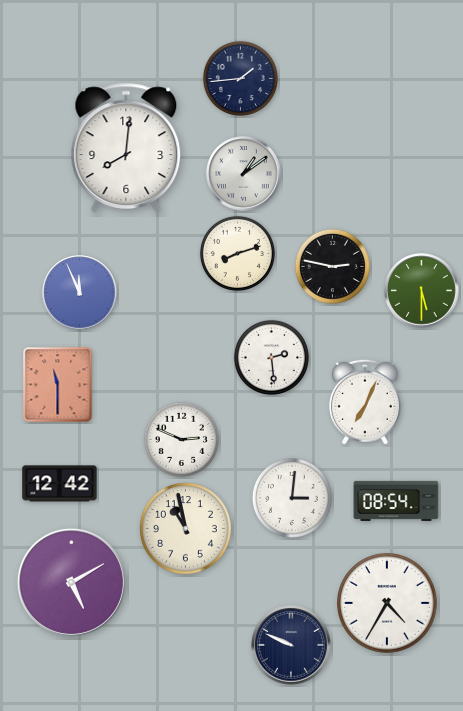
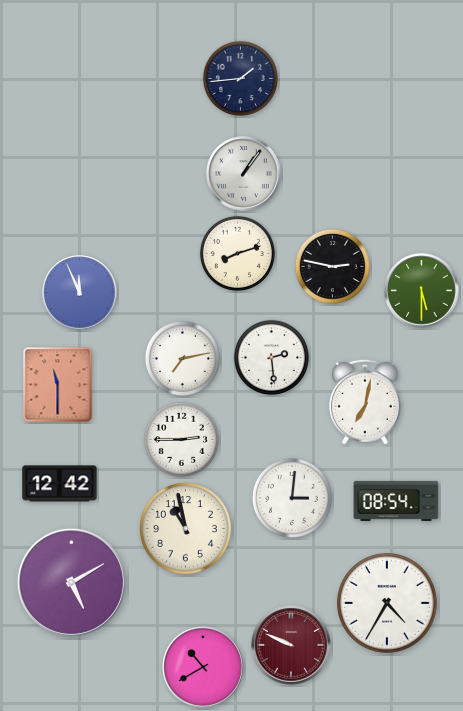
clock at (126, 148): 8:01 -> none
clock at (244, 174): 1:09 -> 1:06
clock at (182, 358): none -> 7:13
clock at (365, 402): 7:04 -> 7:02
clock at (181, 439): 2:49 -> 2:45
clock at (291, 645) dial: navy -> burgundy
clock at (203, 667): none -> 10:40
